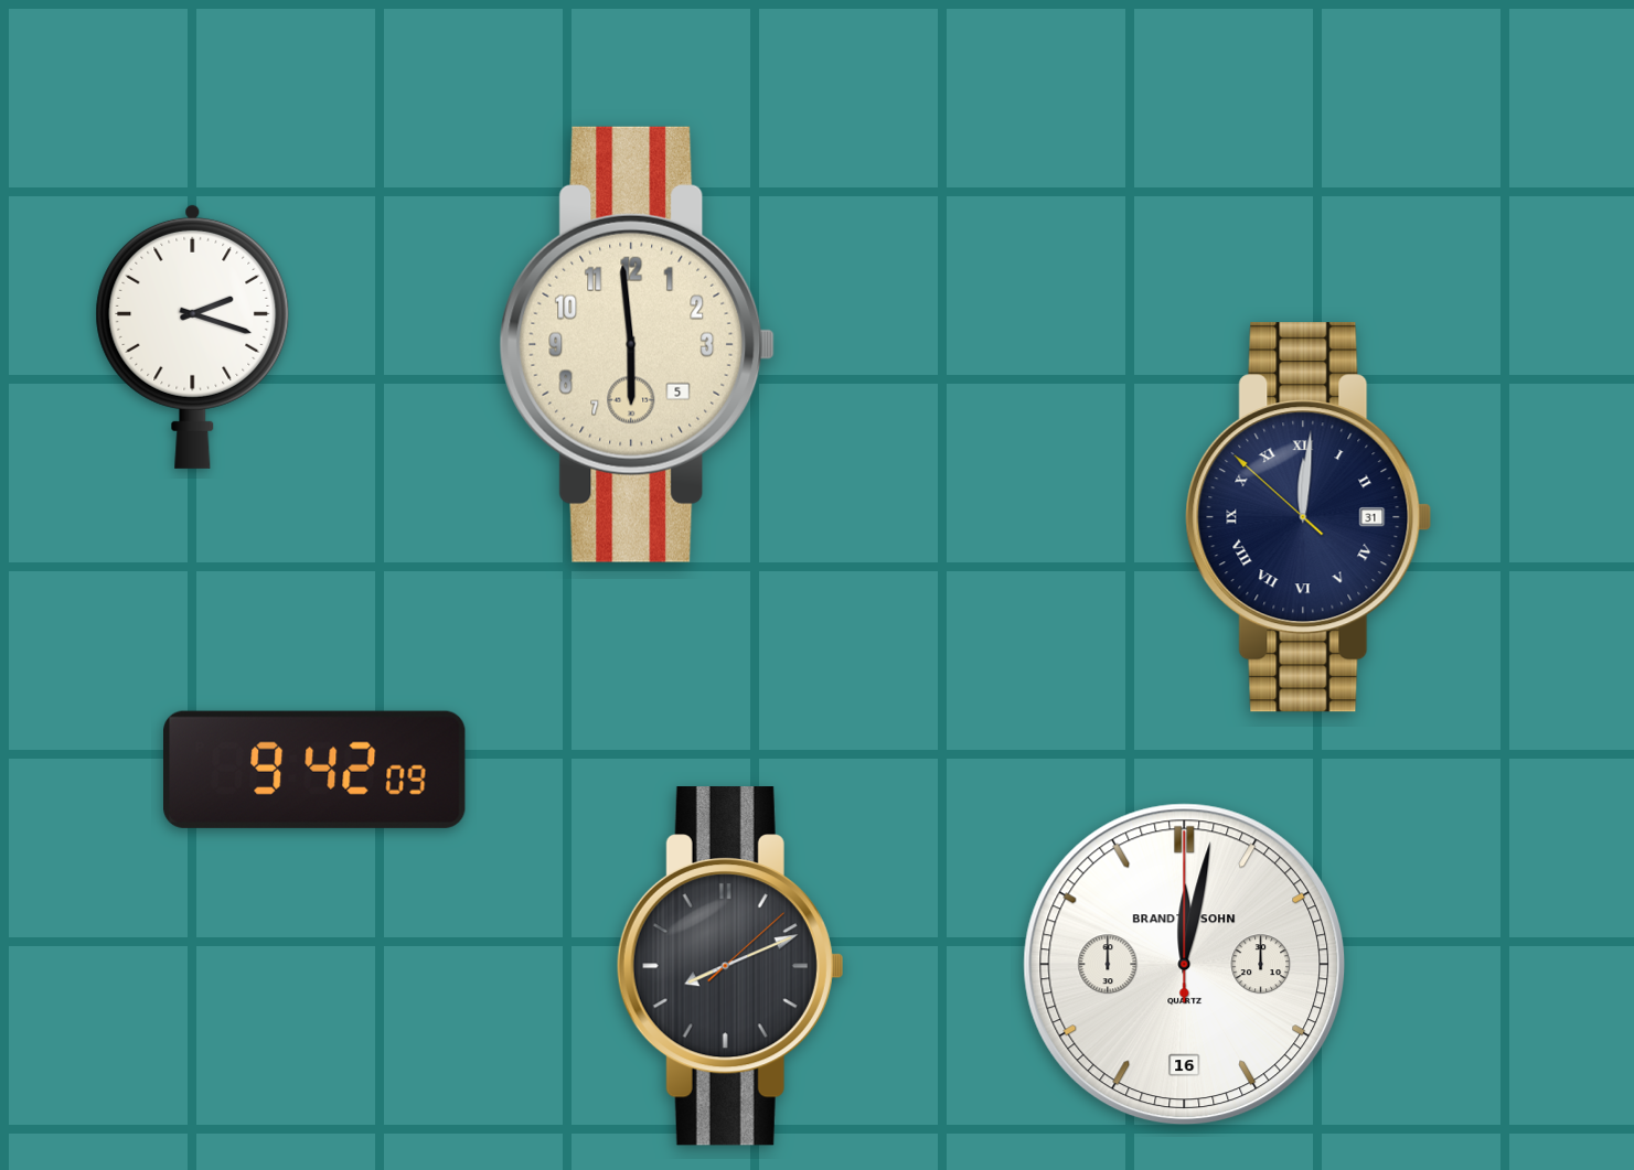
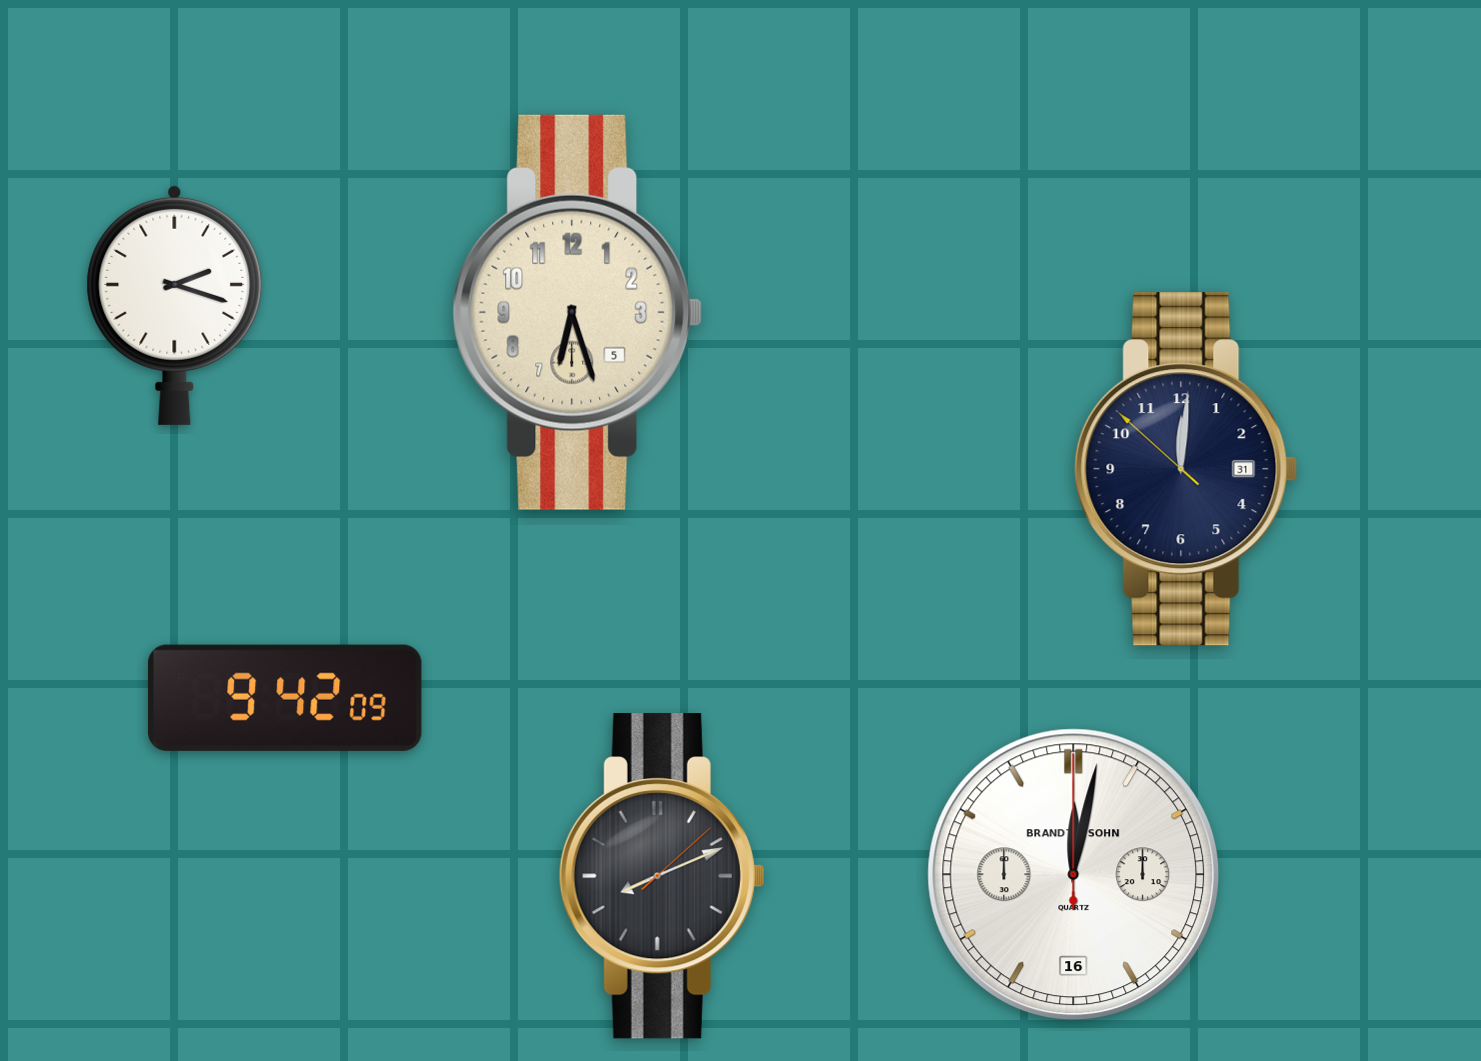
clock at (638, 344): 5:59 -> 6:27
clock at (1309, 517) numerals: Roman -> Arabic
